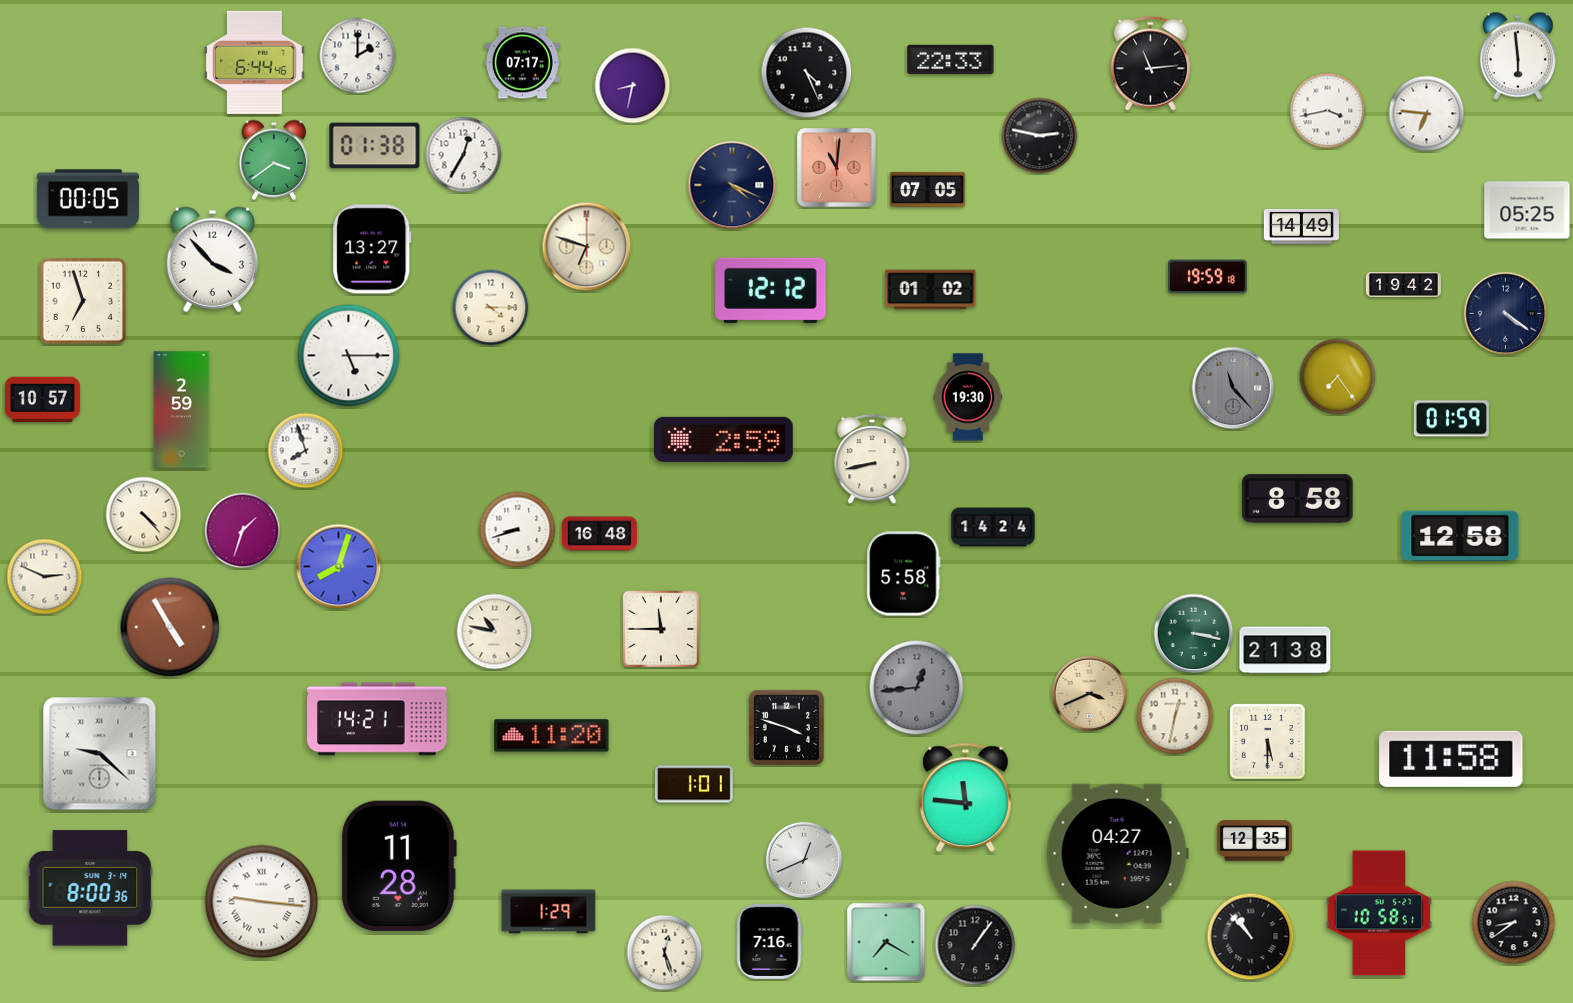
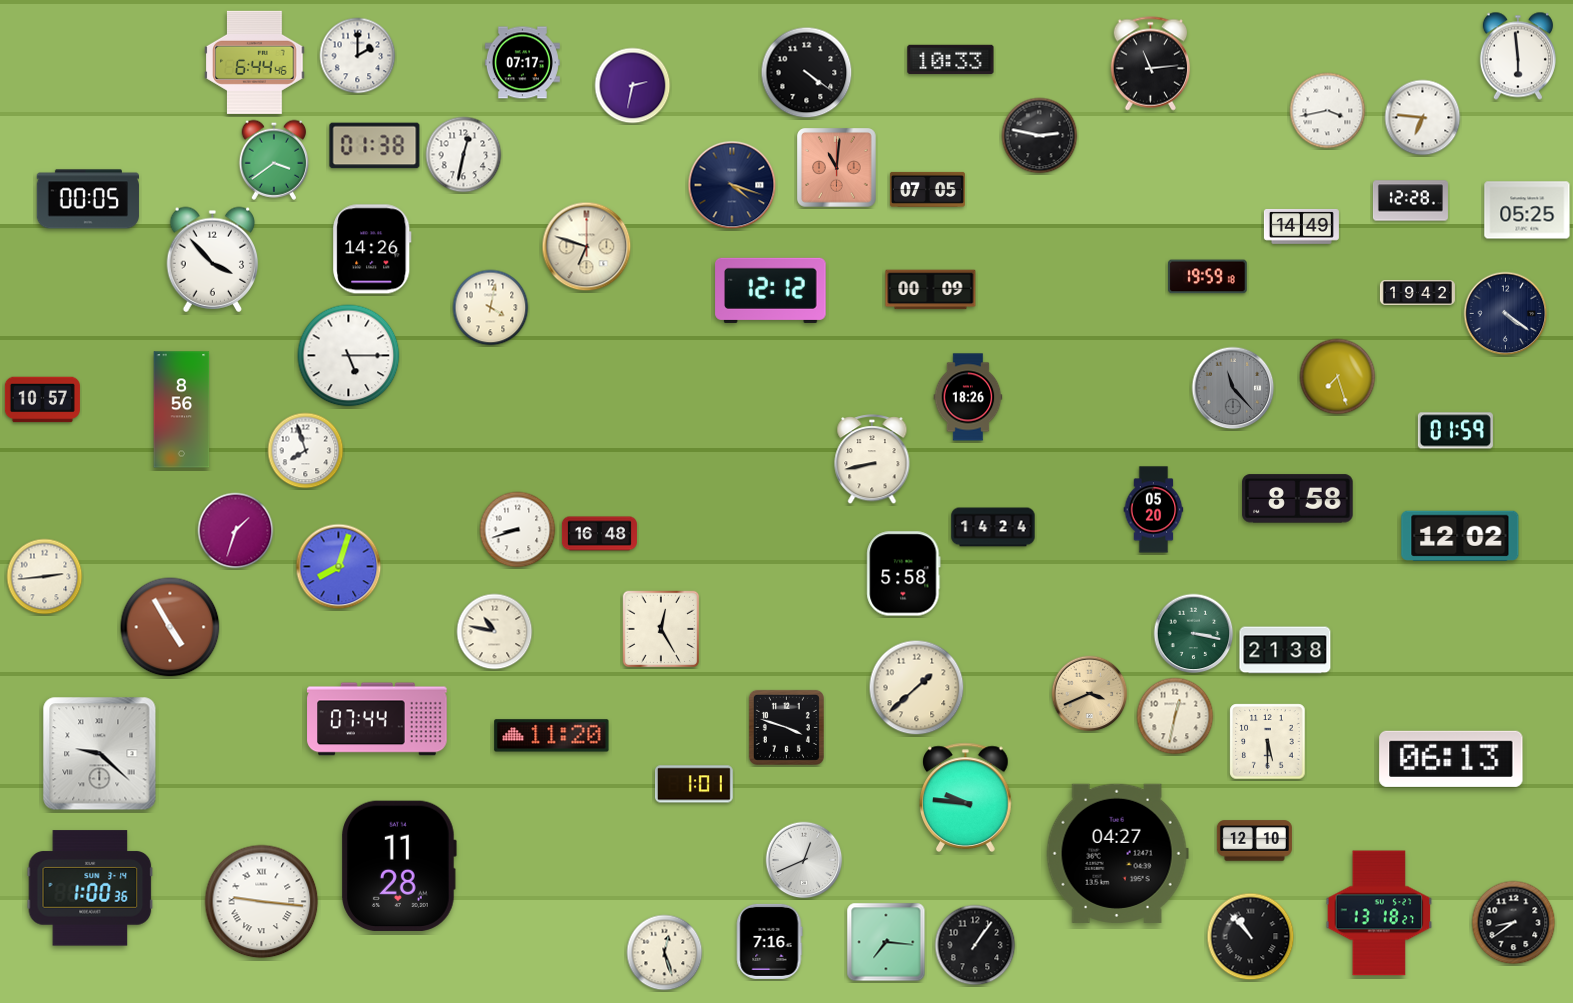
clock at (951, 60): 22:33 -> 10:33
clock at (807, 73): 4:26 -> 4:21
clock at (633, 86): 8:32 -> 2:32
clock at (1427, 114) position: (1427, 114) -> (1423, 118)
clock at (464, 155): 12:35 -> 12:32
clock at (732, 185): 4:19 -> 4:18
clock at (1410, 201): none -> 12:28
clock at (372, 249): 13:27 -> 14:26
clock at (1403, 285) position: (1403, 285) -> (1417, 293)
clock at (931, 290): 01:02 -> 00:09
clock at (83, 301): 6:57 -> none
clock at (491, 308): 4:15 -> 4:02
clock at (1338, 377): 7:24 -> 7:27
clock at (968, 397): 19:30 -> 18:26
clock at (182, 410): 2:59 -> 8:56
clock at (1451, 419) position: (1451, 419) -> (1455, 431)
clock at (724, 439): 2:59 -> none
clock at (1154, 510): none -> 05:20
clock at (144, 515): 4:23 -> none
clock at (243, 531) position: (243, 531) -> (236, 531)
clock at (1460, 536): 12:58 -> 12:02
clock at (45, 577): 2:49 -> 2:44
clock at (661, 629): 11:45 -> 12:25
clock at (917, 688): 12:44 -> 1:38
clock at (917, 688) dial: grey -> cream
clock at (377, 719): 14:21 -> 07:44
clock at (1451, 759): 11:58 -> 06:13
clock at (966, 797): 11:46 -> 9:46
clock at (1254, 841): 12:35 -> 12:10
clock at (90, 888): 8:00 -> 1:00
clock at (549, 912): 1:29 -> none
clock at (1379, 913): 10:58 -> 13:18
clock at (886, 942): 7:20 -> 7:16
